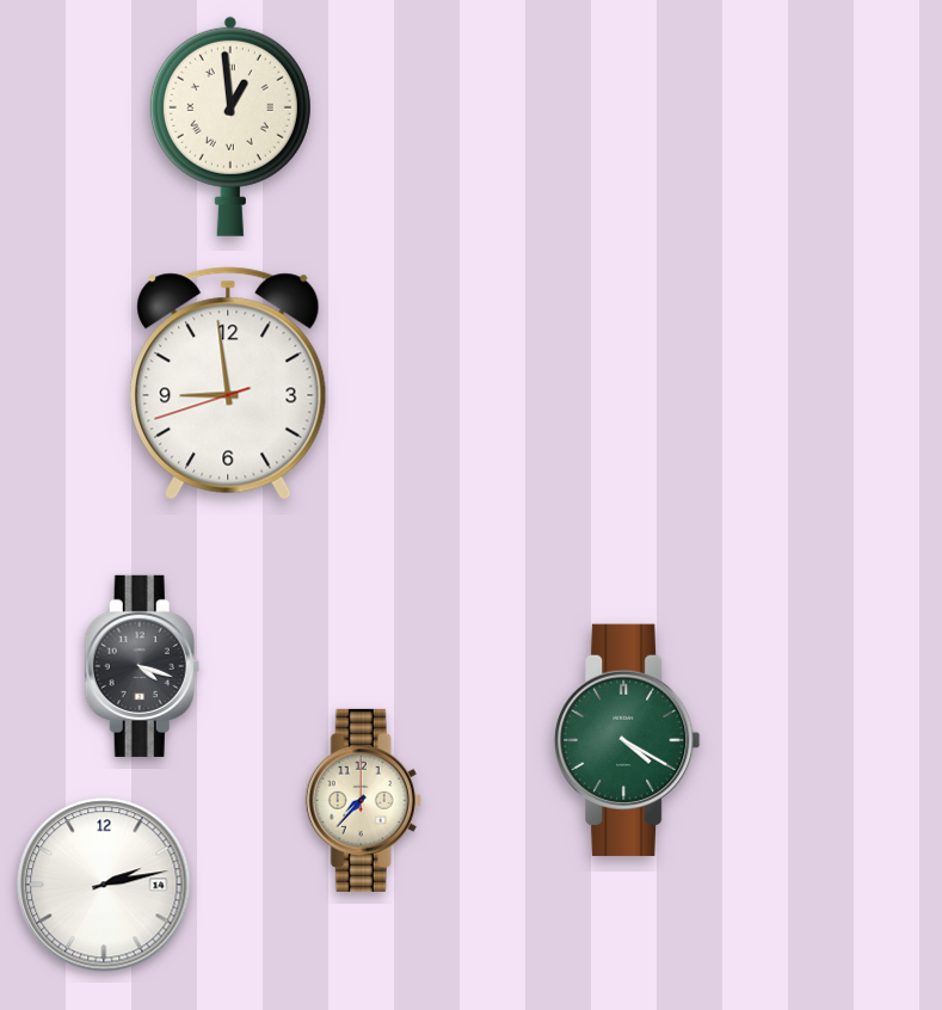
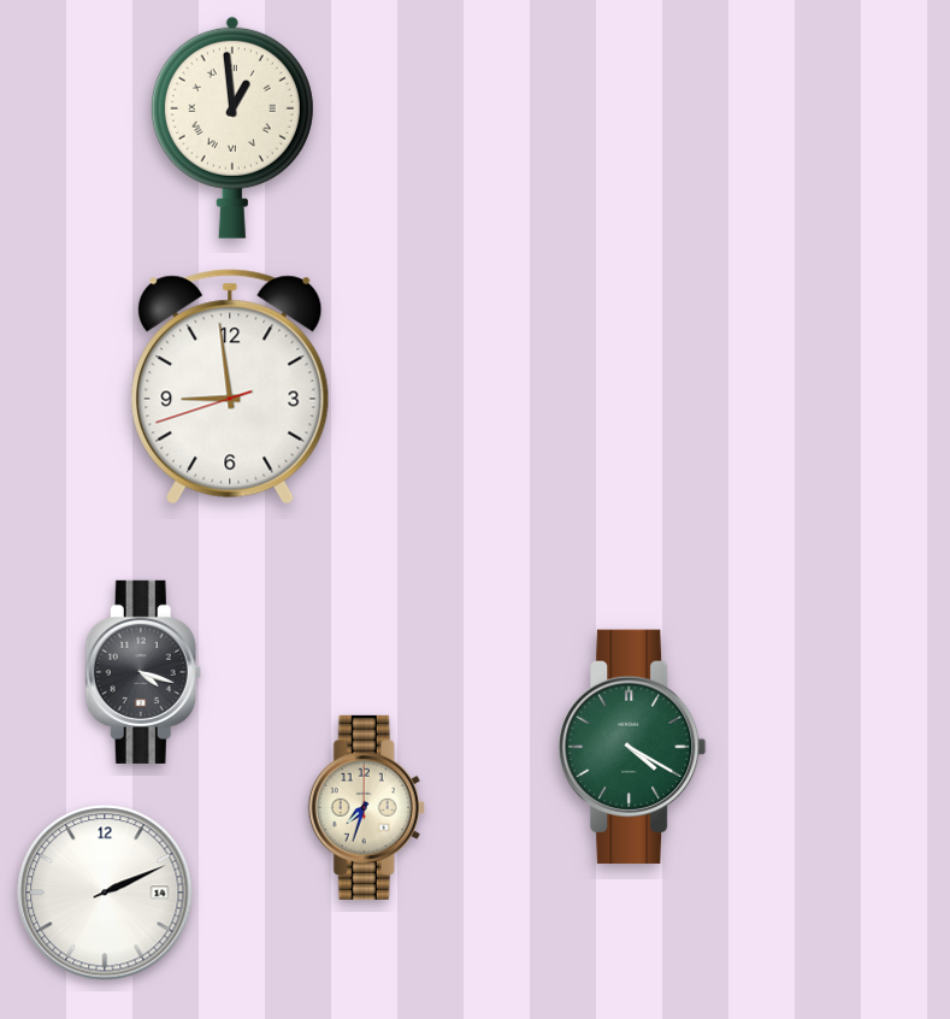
clock at (363, 800): 7:37 -> 7:33
clock at (104, 885): 2:13 -> 2:11
